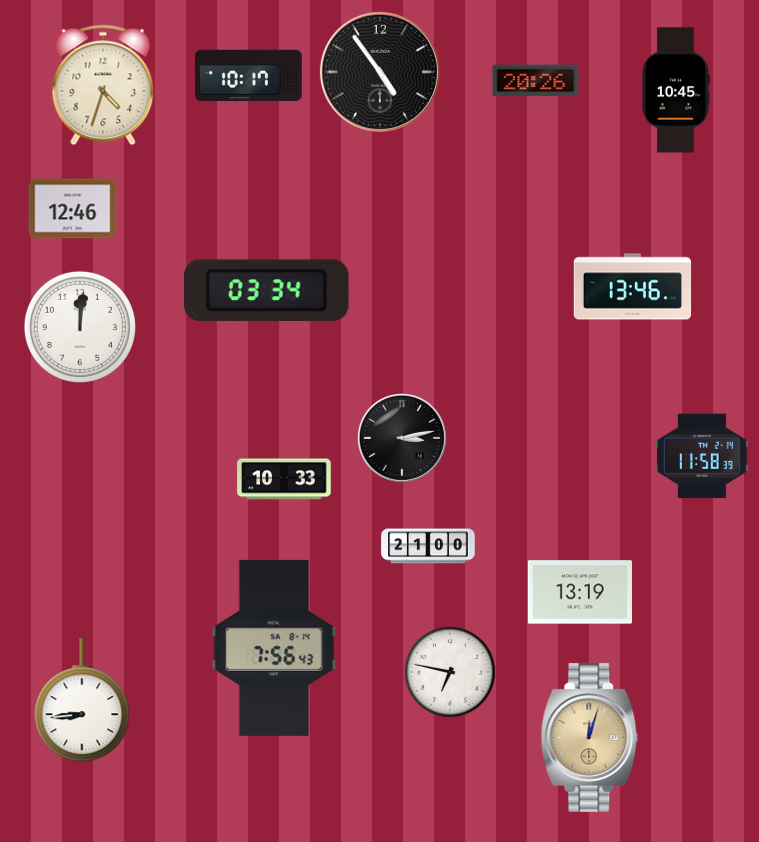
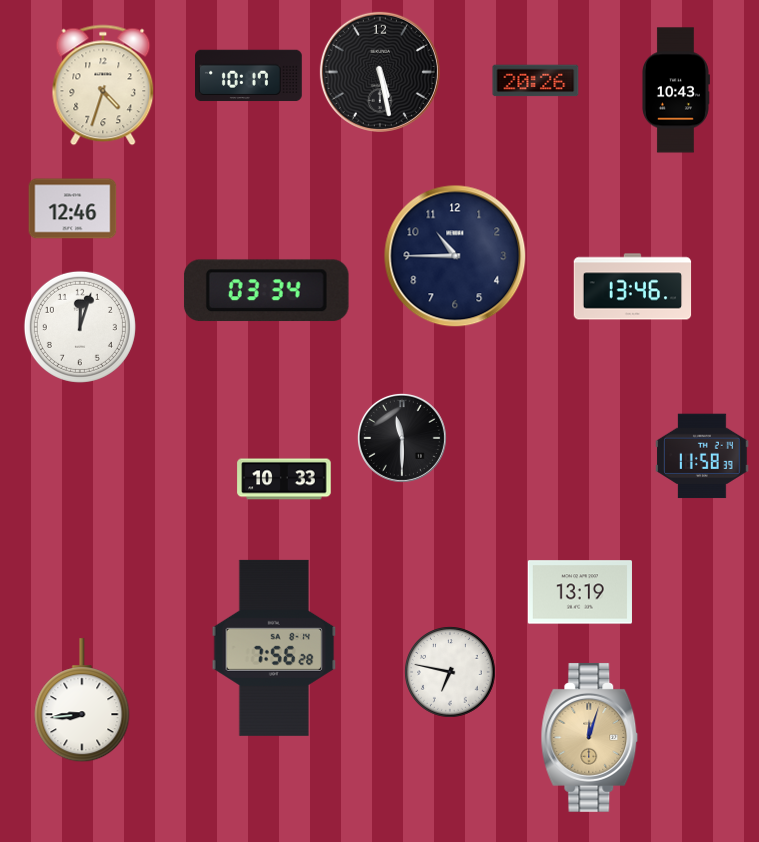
clock at (380, 72): 4:54 -> 5:28
clock at (675, 90): 10:45 -> 10:43
clock at (455, 256): none -> 10:45
clock at (80, 327): 12:01 -> 12:03
clock at (402, 438): 3:13 -> 11:30
clock at (428, 546): 21:00 -> none
clock at (274, 648): 7:56:43 -> 7:56:28
